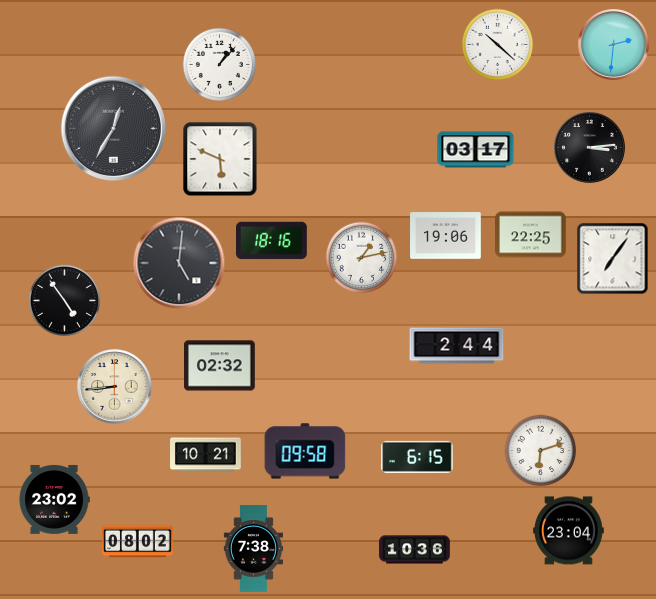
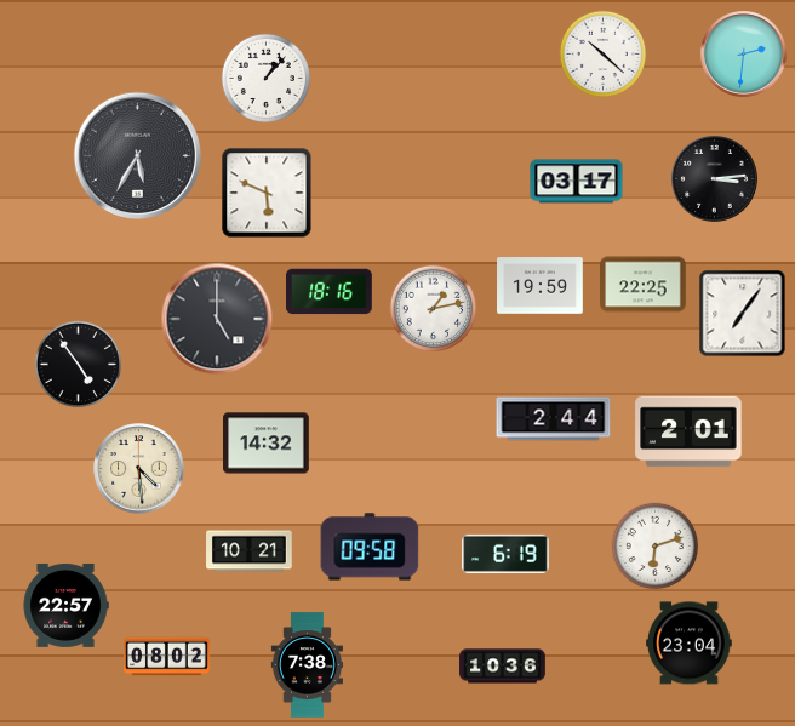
clock at (114, 129): 12:35 -> 5:35
clock at (446, 236): 19:06 -> 19:59
clock at (362, 258) position: (362, 258) -> (434, 309)
clock at (179, 263): 5:01 -> 5:00
clock at (688, 431): none -> 2:01
clock at (220, 366): 02:32 -> 14:32
clock at (115, 387): 8:44 -> 4:29
clock at (417, 457): 6:15 -> 6:19
clock at (54, 499): 23:02 -> 22:57
